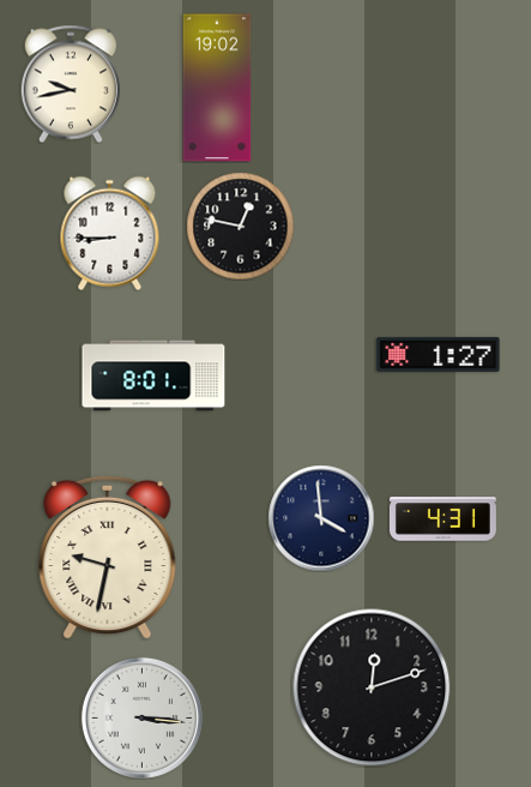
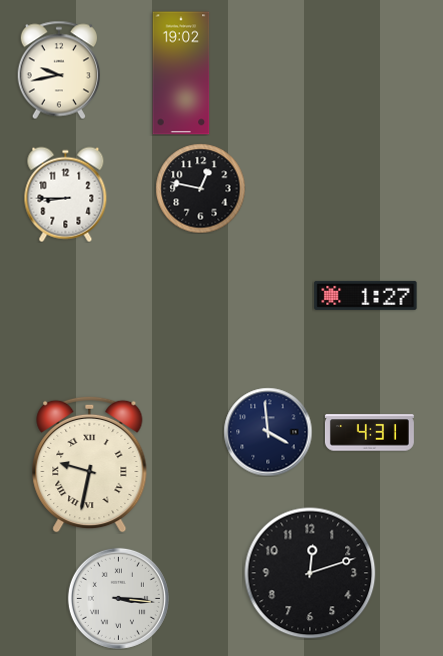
clock at (110, 233) position: (110, 233) -> (66, 194)
clock at (153, 376): 8:01 -> none
